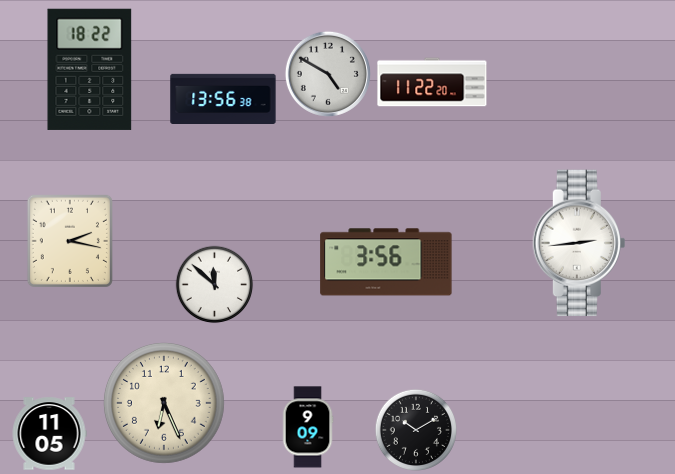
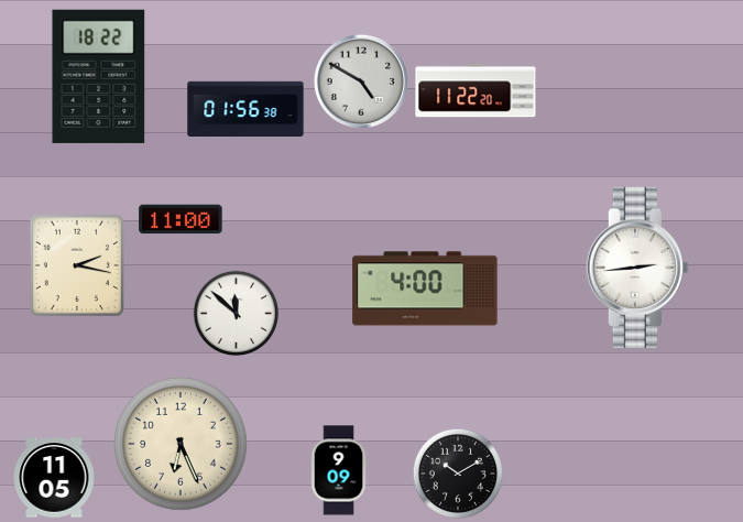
clock at (223, 98): 13:56 -> 01:56
clock at (181, 219): none -> 11:00
clock at (386, 262): 3:56 -> 4:00
